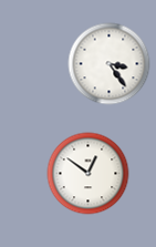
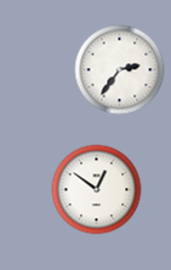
clock at (110, 64): 3:24 -> 2:36
